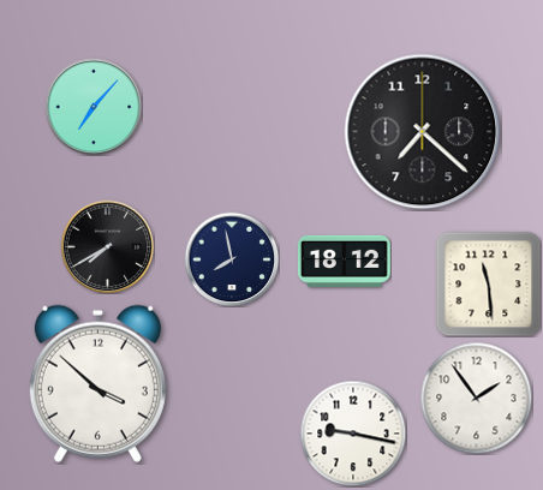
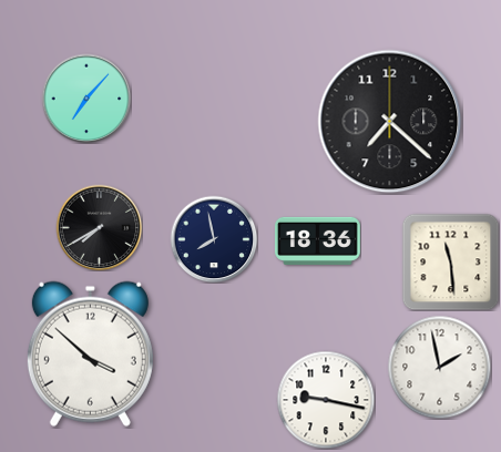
clock at (344, 261): 18:12 -> 18:36
clock at (476, 398): 1:54 -> 1:58
